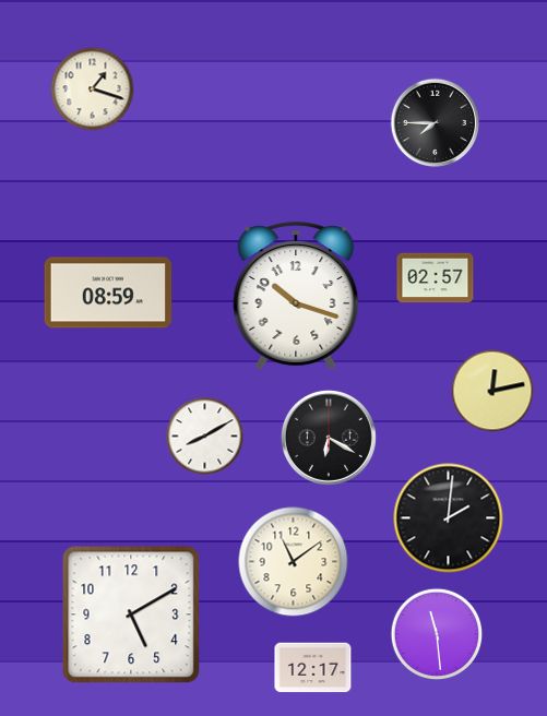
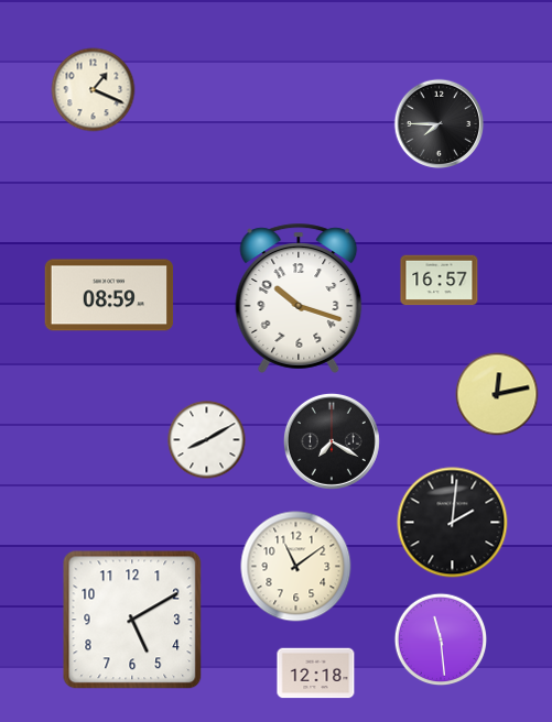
clock at (93, 89): 1:18 -> 1:19
clock at (436, 278): 02:57 -> 16:57
clock at (329, 438): 6:20 -> 7:20
clock at (313, 668): 12:17 -> 12:18
